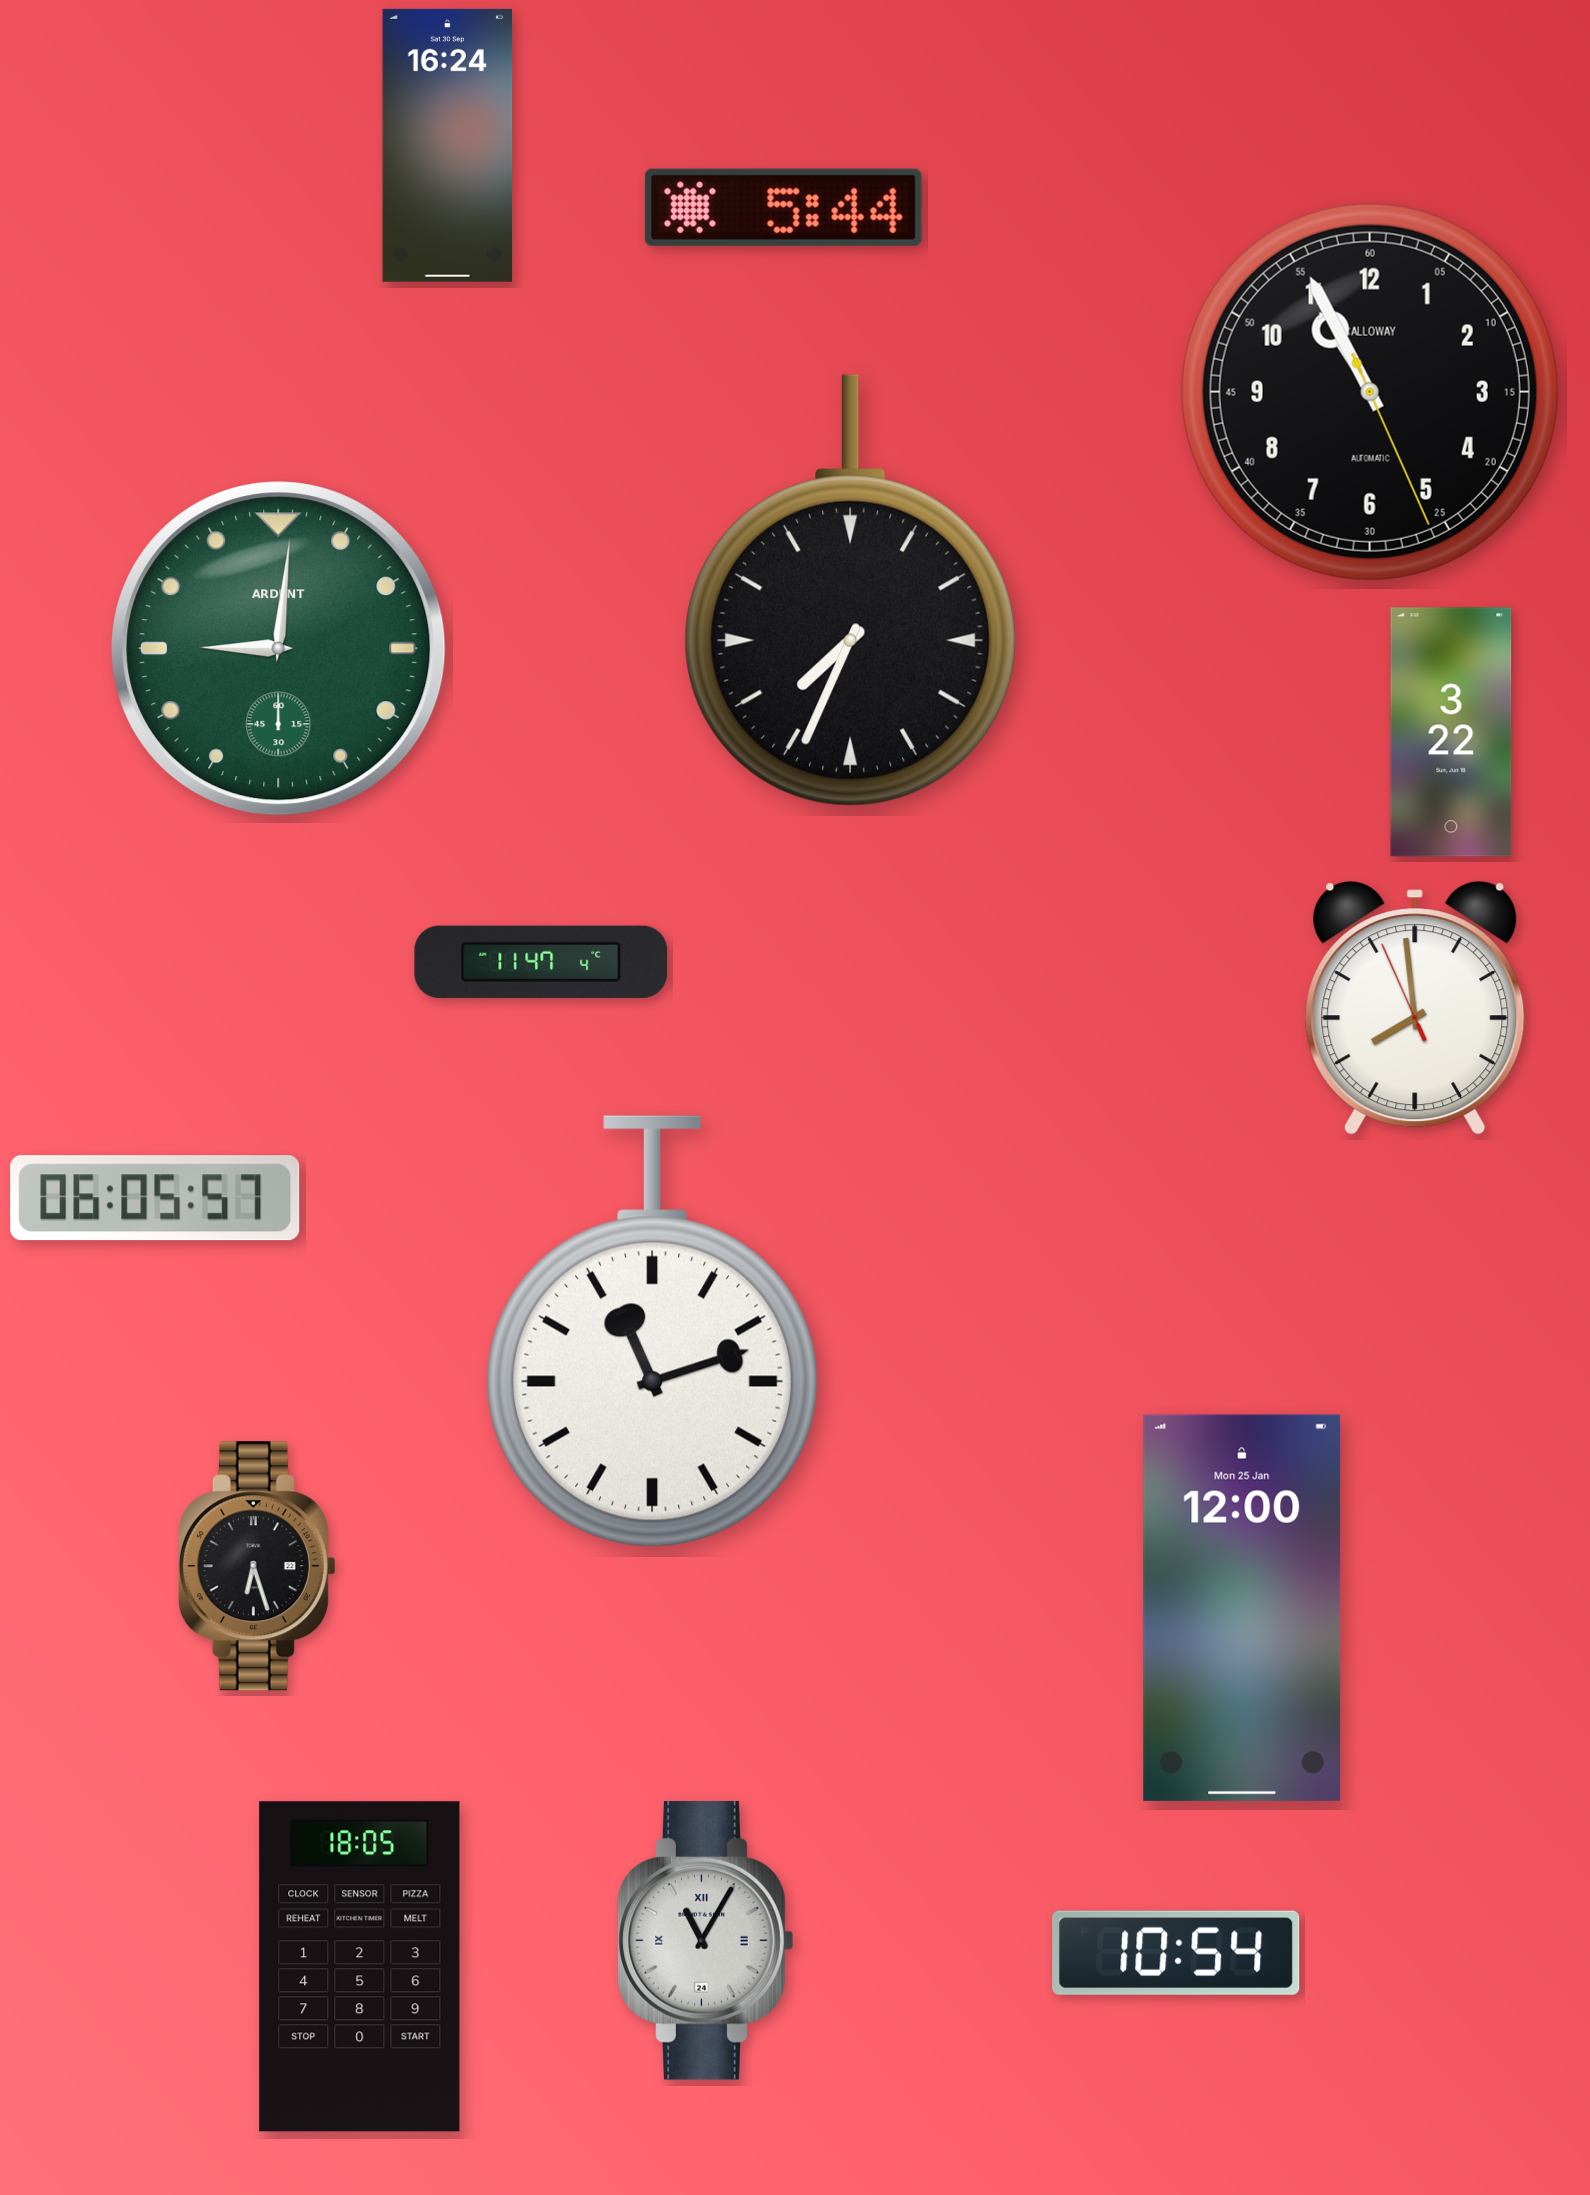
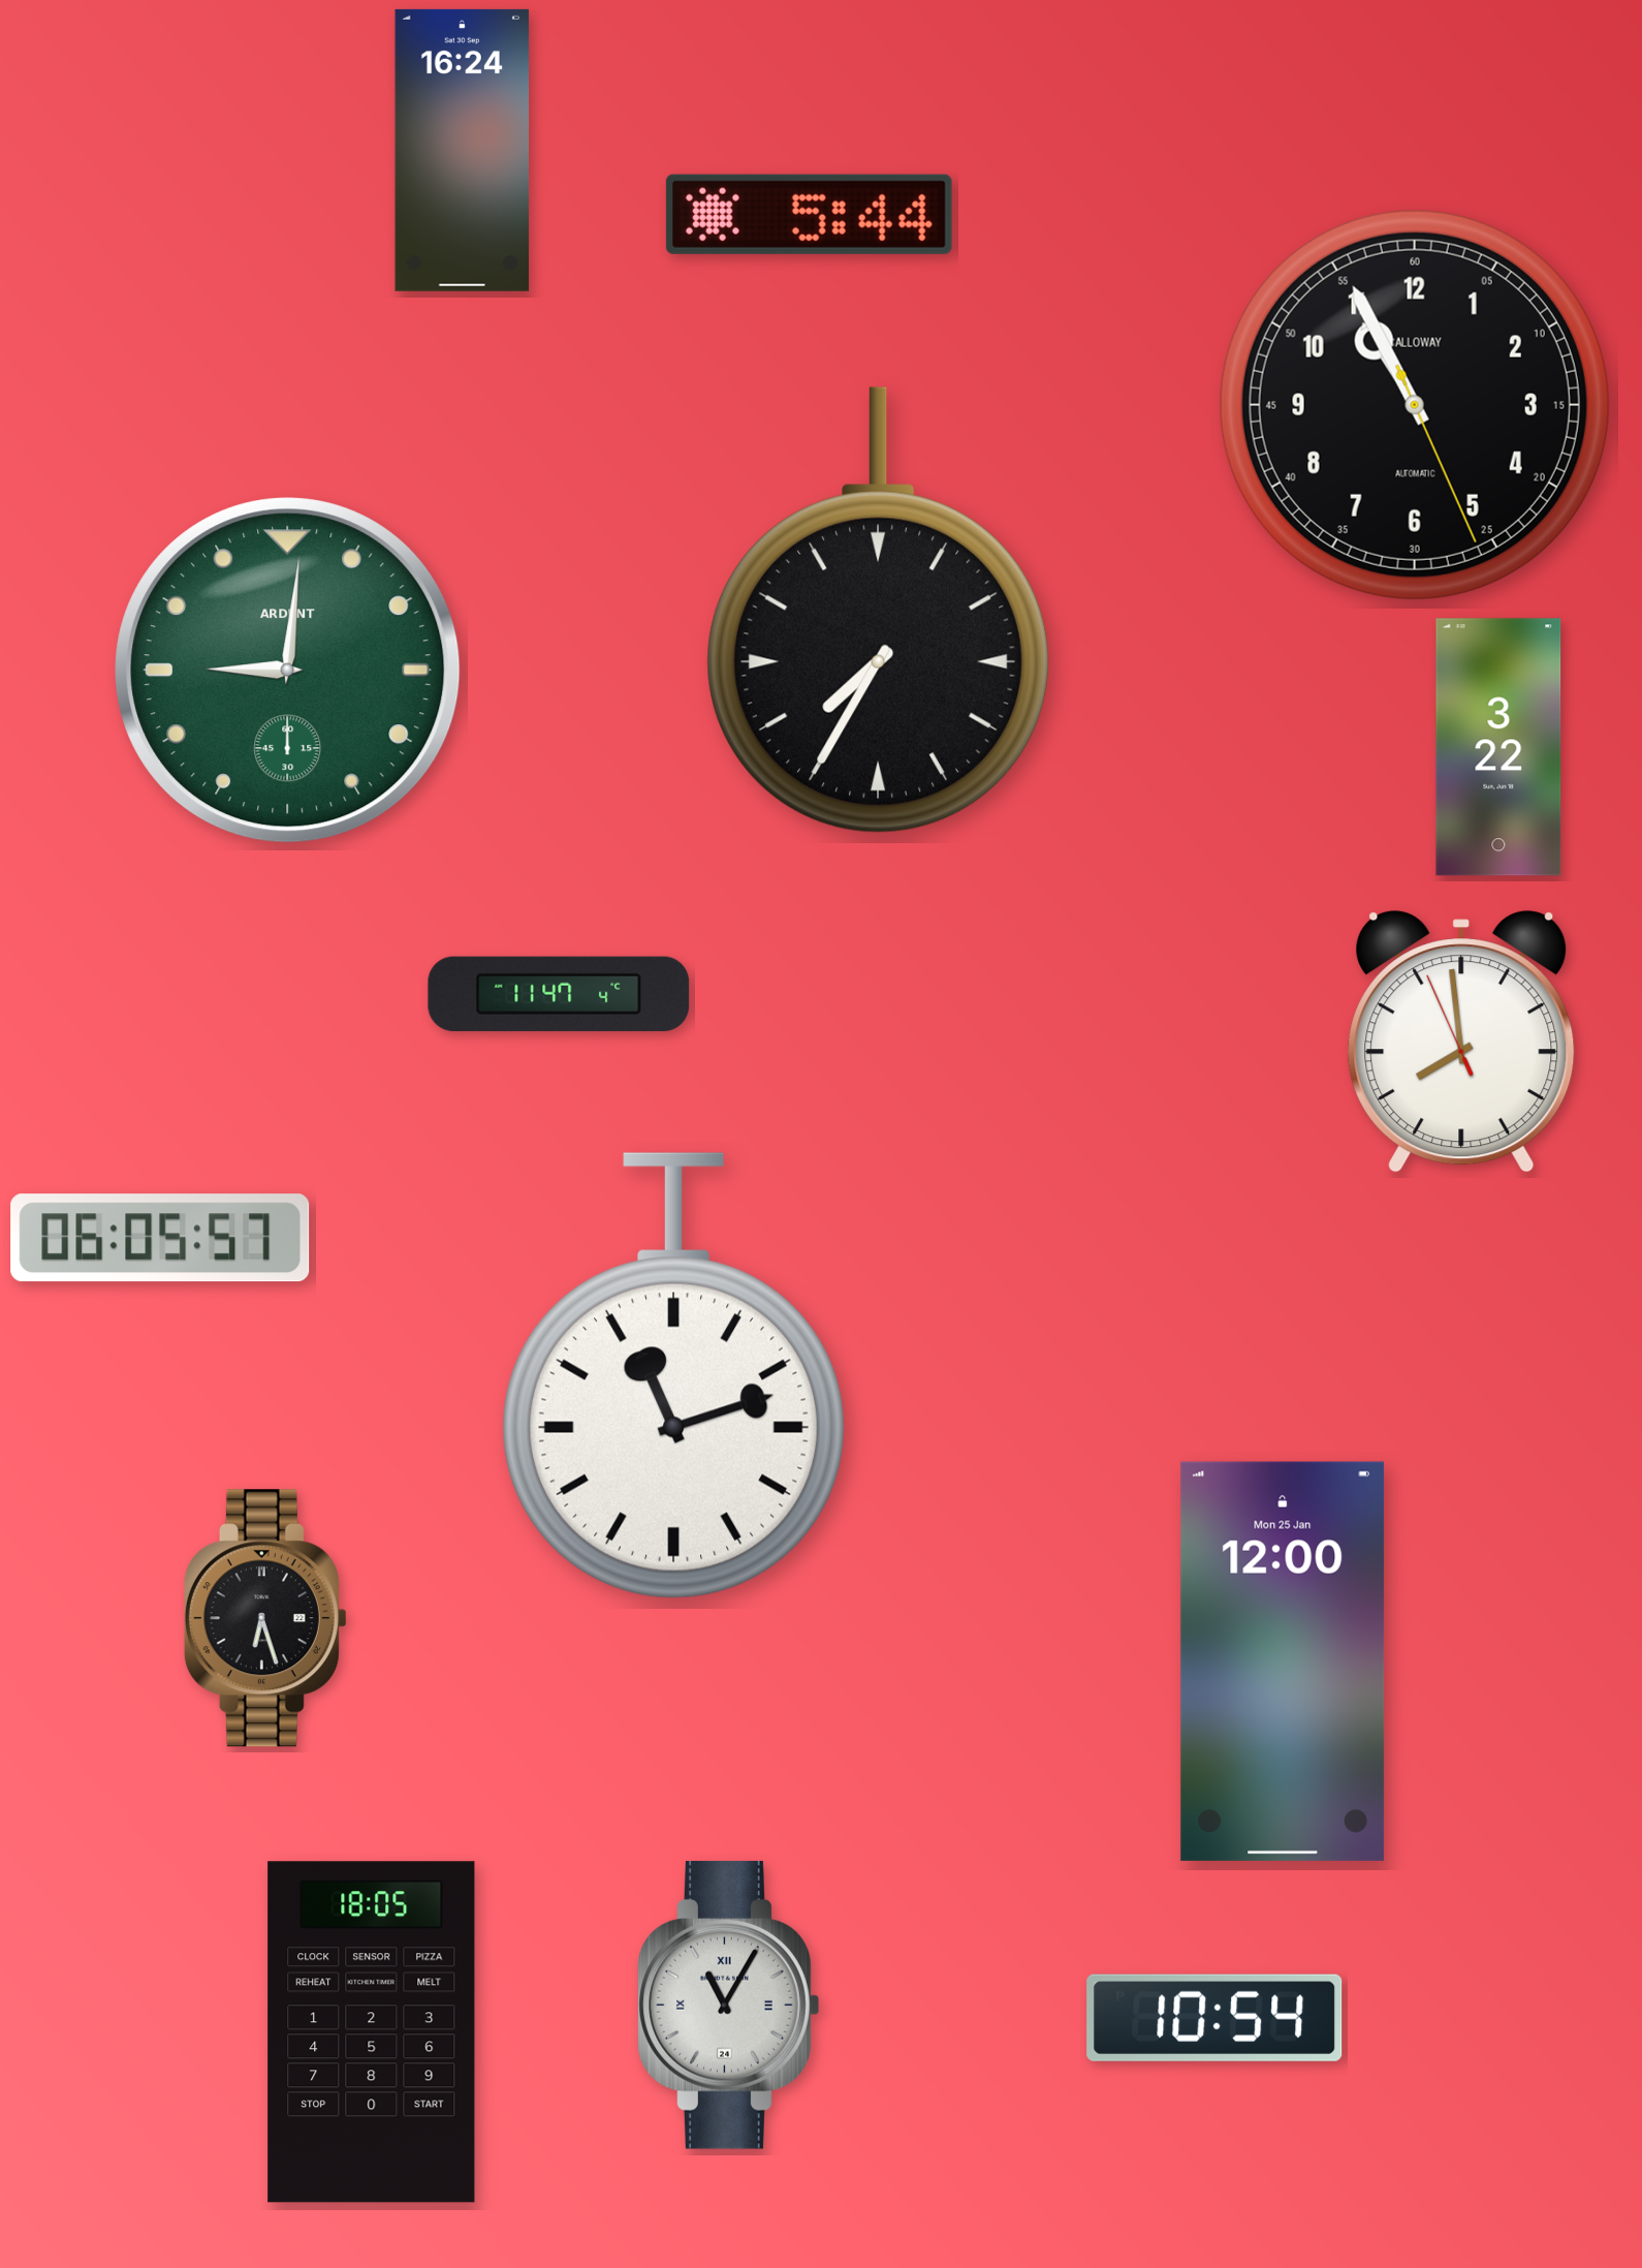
clock at (851, 591): 7:34 -> 7:35
clock at (1451, 732) position: (1451, 732) -> (1498, 747)
